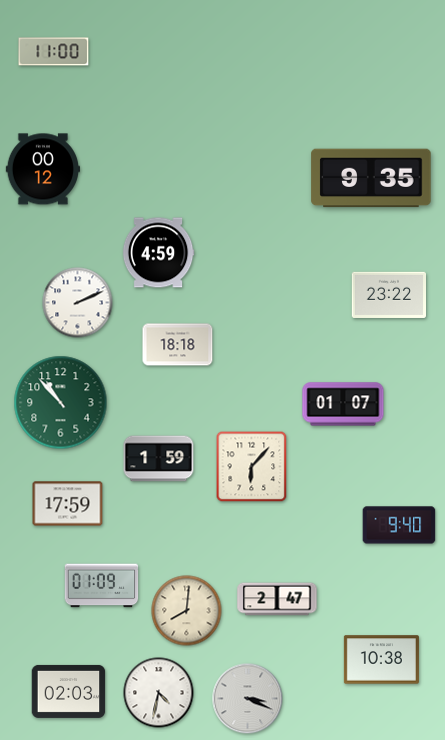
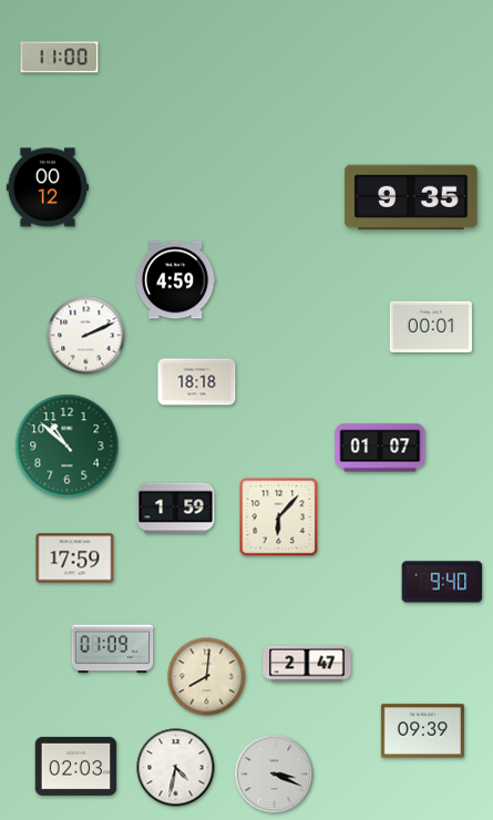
clock at (388, 295): 23:22 -> 00:01
clock at (61, 403): 10:53 -> 10:52
clock at (381, 660): 10:38 -> 09:39
